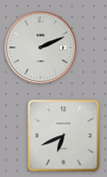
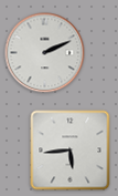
clock at (64, 136): 6:41 -> 5:44
